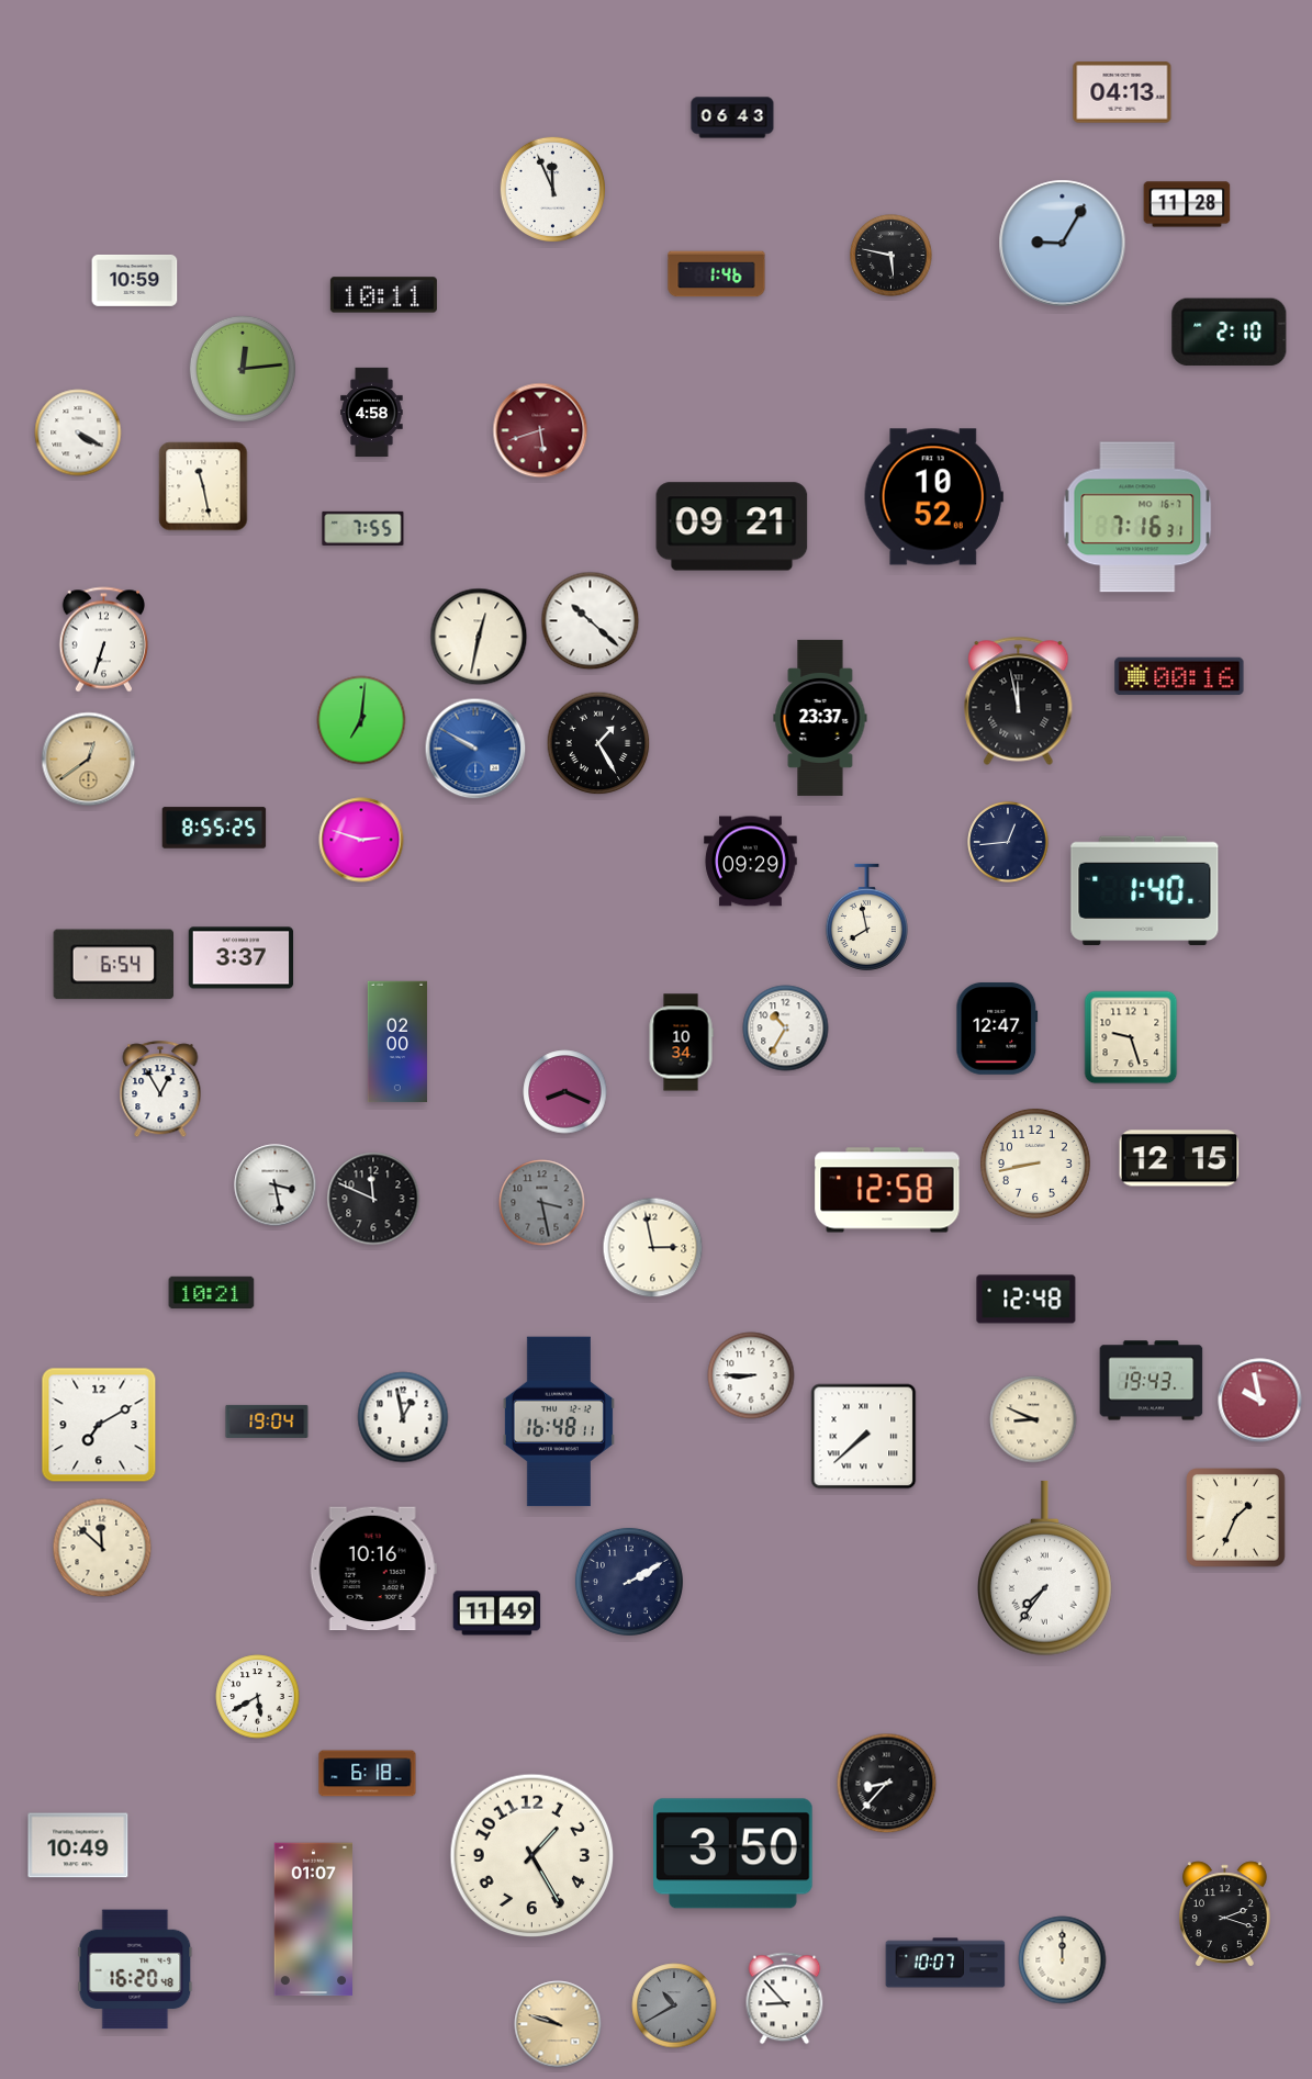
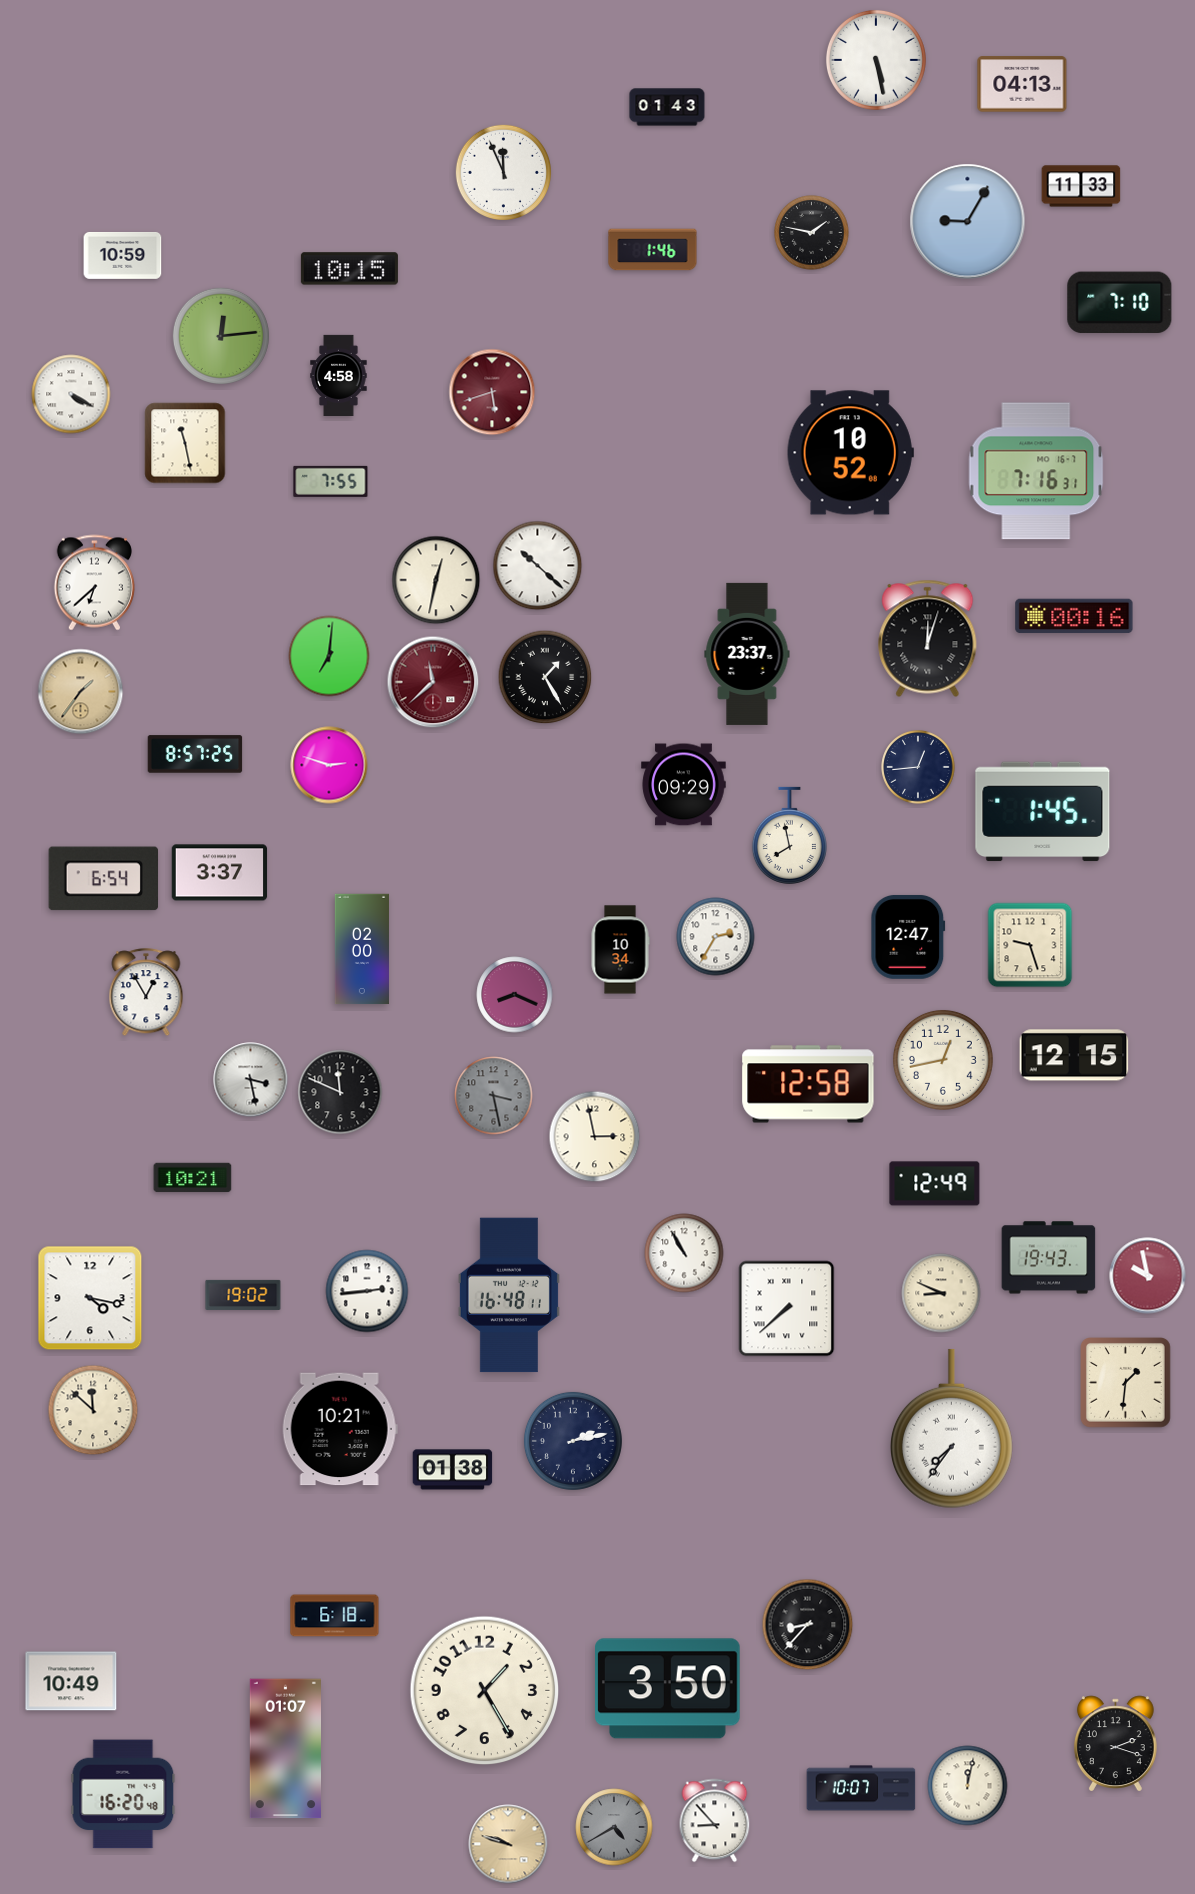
clock at (876, 60): none -> 5:28
clock at (732, 117): 06:43 -> 01:43
clock at (1187, 204): 11:28 -> 11:33
clock at (892, 256): 5:47 -> 1:47
clock at (383, 295): 10:11 -> 10:15
clock at (1230, 333): 2:10 -> 7:10
clock at (732, 527): 09:21 -> none
clock at (103, 640): 6:33 -> 6:38
clock at (1019, 700): 11:58 -> 12:03
clock at (475, 749): 9:50 -> 11:38
clock at (475, 749) dial: blue -> burgundy
clock at (89, 760): 12:39 -> 1:36
clock at (214, 828): 8:55 -> 8:57
clock at (1145, 891): 1:40 -> 1:45
clock at (786, 1029): 10:35 -> 2:35
clock at (1035, 1164): 8:43 -> 12:43
clock at (1027, 1300): 12:48 -> 12:49
clock at (751, 1375): 8:45 -> 10:55
clock at (403, 1417): 12:58 -> 2:44
clock at (267, 1421): 19:04 -> 19:02
clock at (99, 1425): 7:10 -> 4:17
clock at (1236, 1518): 1:34 -> 1:31
clock at (373, 1569): 10:16 -> 10:21
clock at (629, 1582): 2:10 -> 2:13
clock at (497, 1614): 11:49 -> 01:38
clock at (258, 1697): 5:40 -> none
clock at (1063, 1960): 12:00 -> 12:02
clock at (674, 2005): 10:40 -> 4:40
